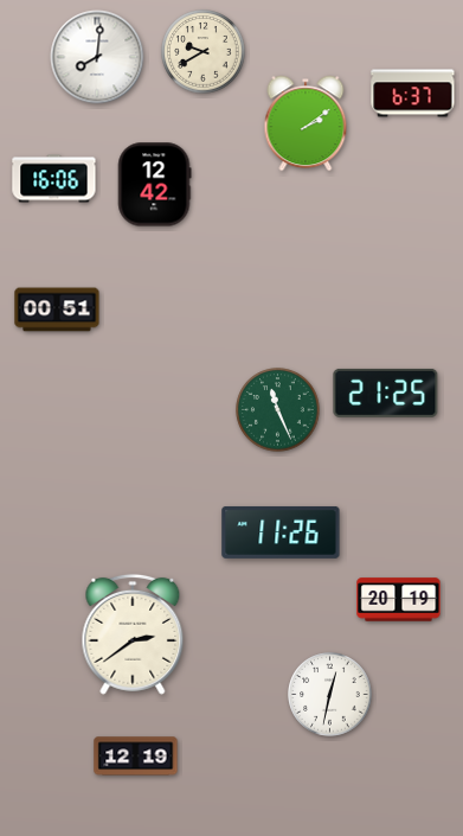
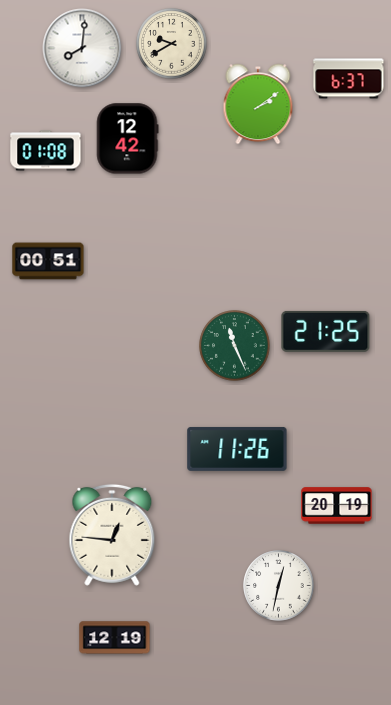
clock at (54, 179): 16:06 -> 01:08
clock at (154, 185) position: (154, 185) -> (127, 139)
clock at (133, 634): 2:39 -> 12:46
